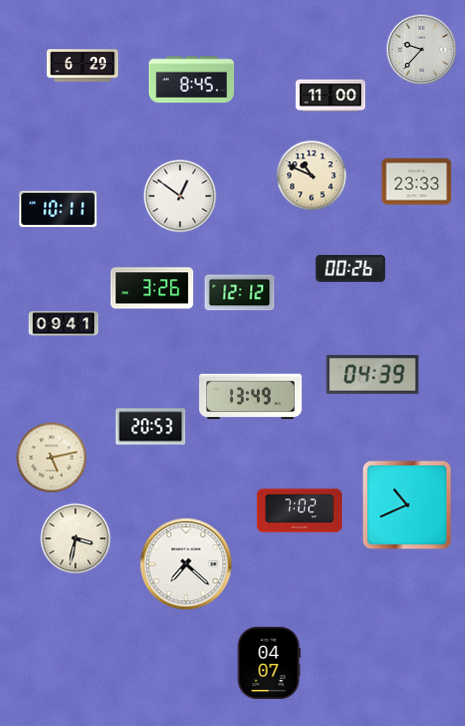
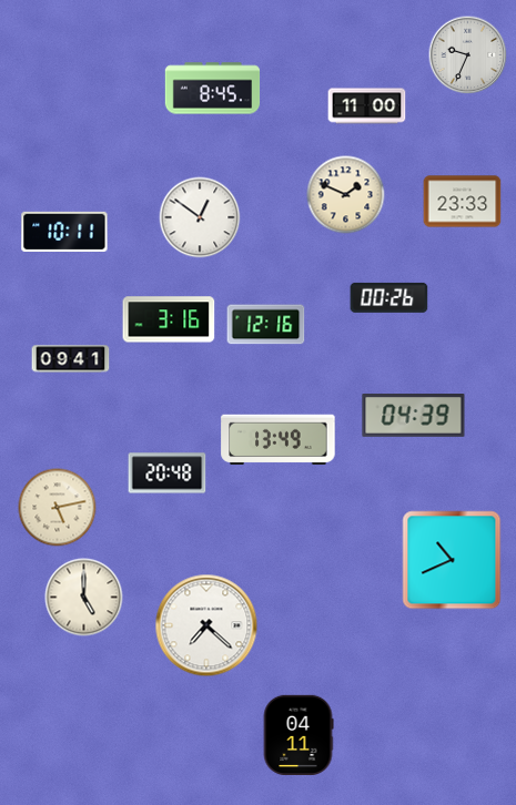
clock at (422, 50): 9:37 -> 9:34
clock at (83, 66): 6:29 -> none
clock at (312, 176): 10:49 -> 1:49
clock at (152, 288): 3:26 -> 3:16
clock at (240, 293): 12:12 -> 12:16
clock at (151, 427): 20:53 -> 20:48
clock at (300, 511): 7:02 -> none
clock at (76, 539): 3:32 -> 5:00
clock at (269, 662): 04:07 -> 04:11
